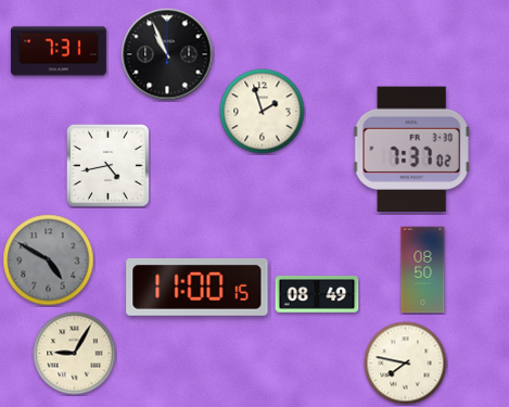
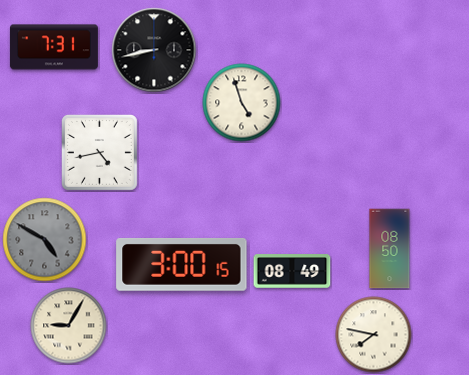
clock at (167, 54): 10:56 -> 8:43
clock at (263, 112): 1:57 -> 4:57
clock at (411, 149): 7:37 -> none
clock at (198, 288): 11:00 -> 3:00
